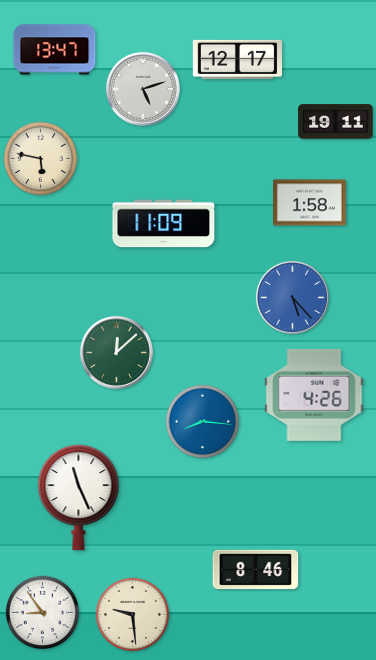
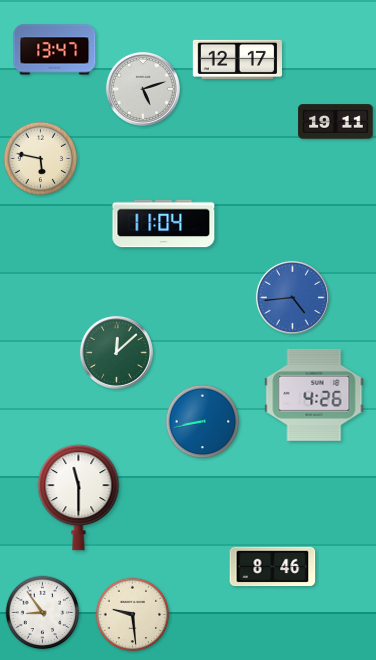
clock at (310, 203): 1:58 -> none
clock at (164, 224): 11:09 -> 11:04
clock at (292, 297): 5:23 -> 4:44
clock at (203, 422): 8:16 -> 8:43
clock at (79, 498): 11:26 -> 11:30
clock at (256, 570) position: (256, 570) -> (273, 567)
